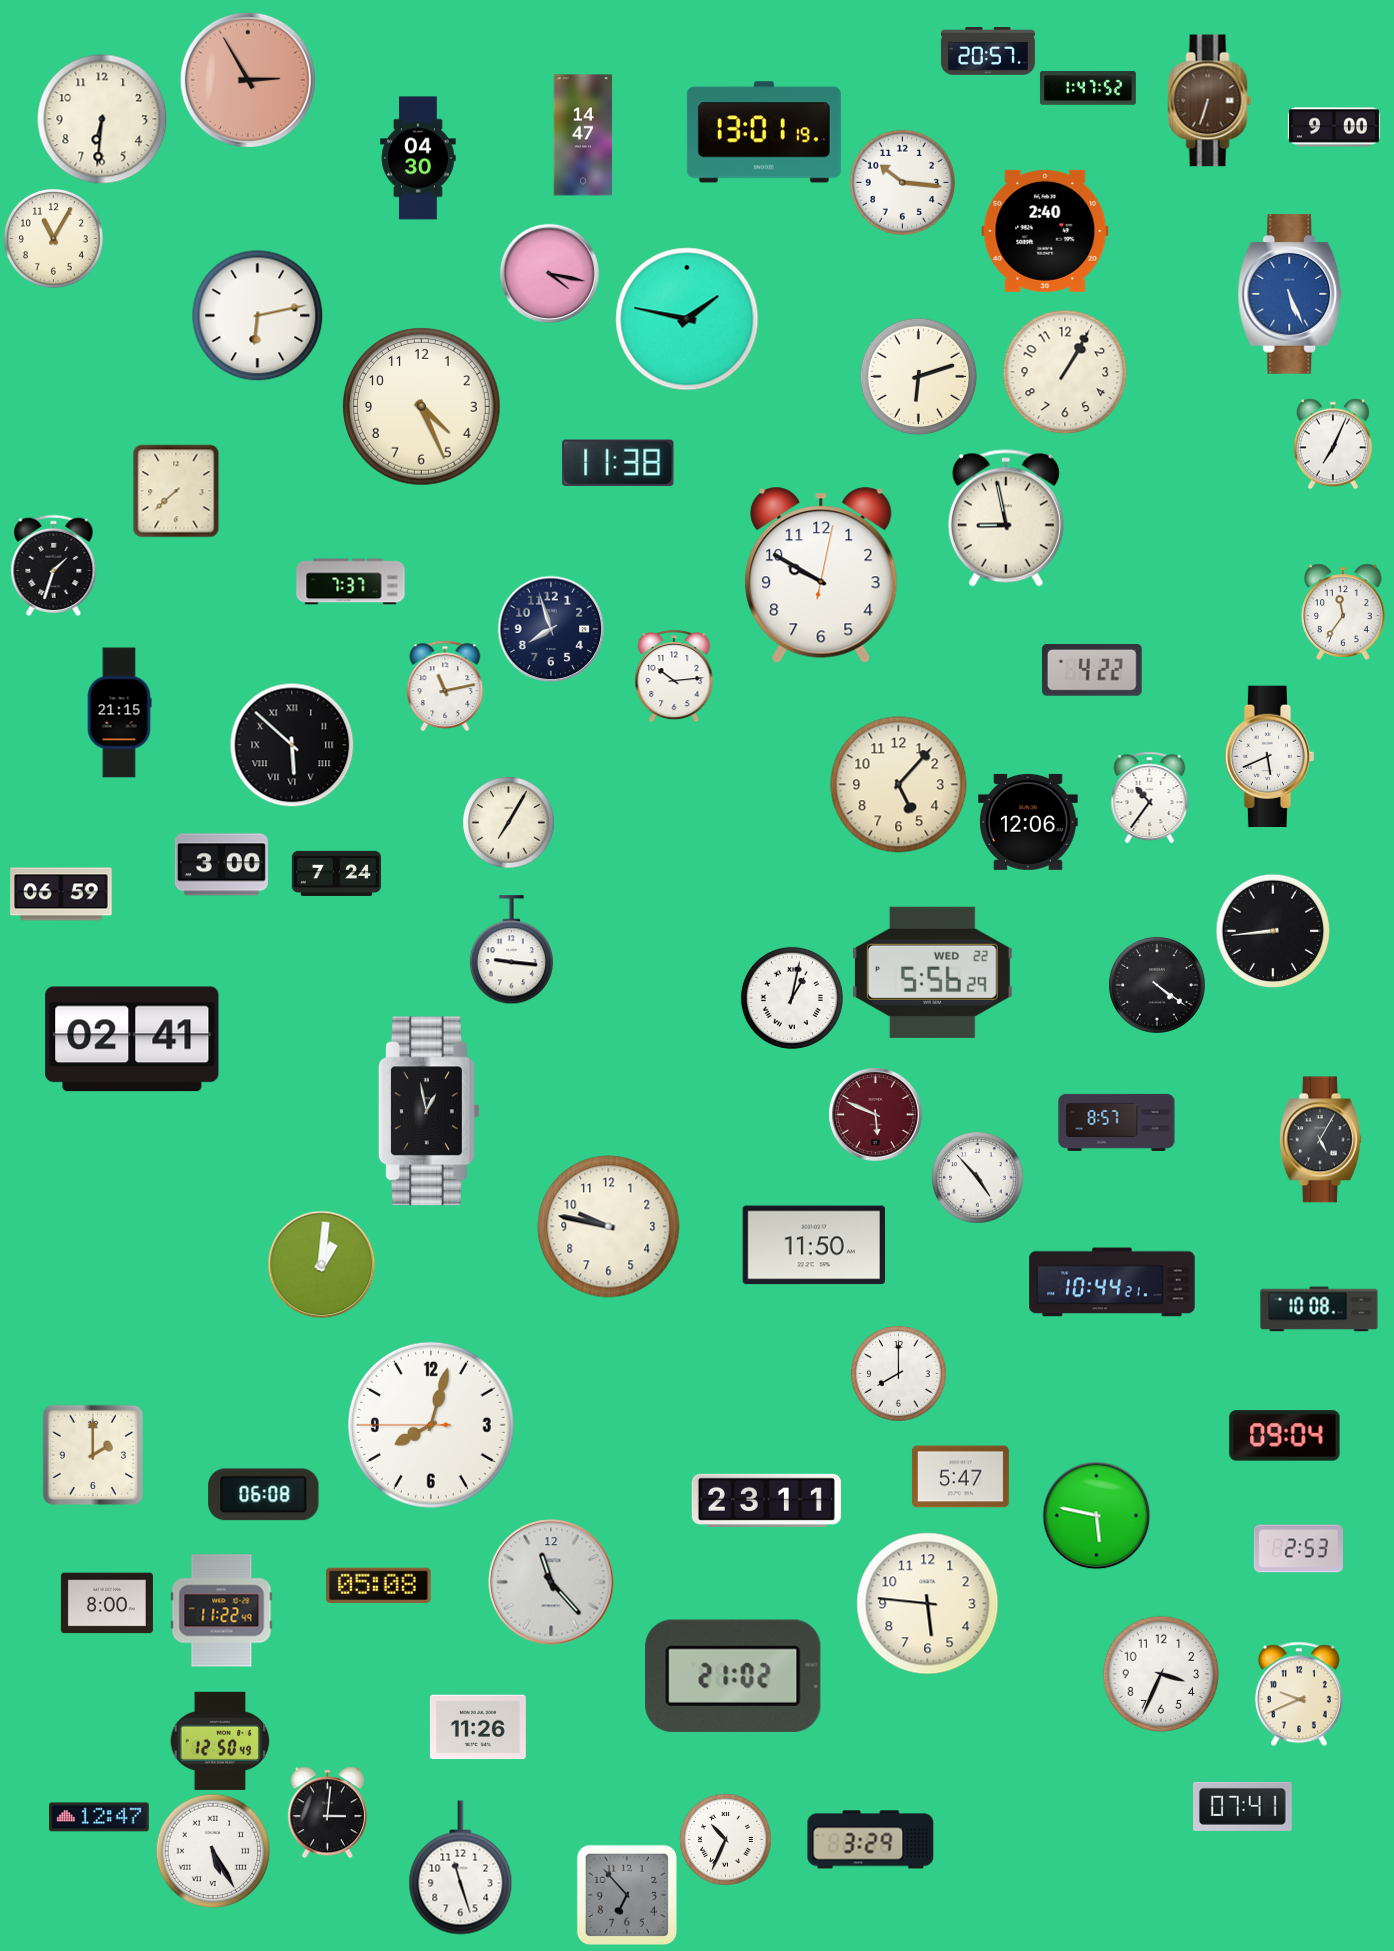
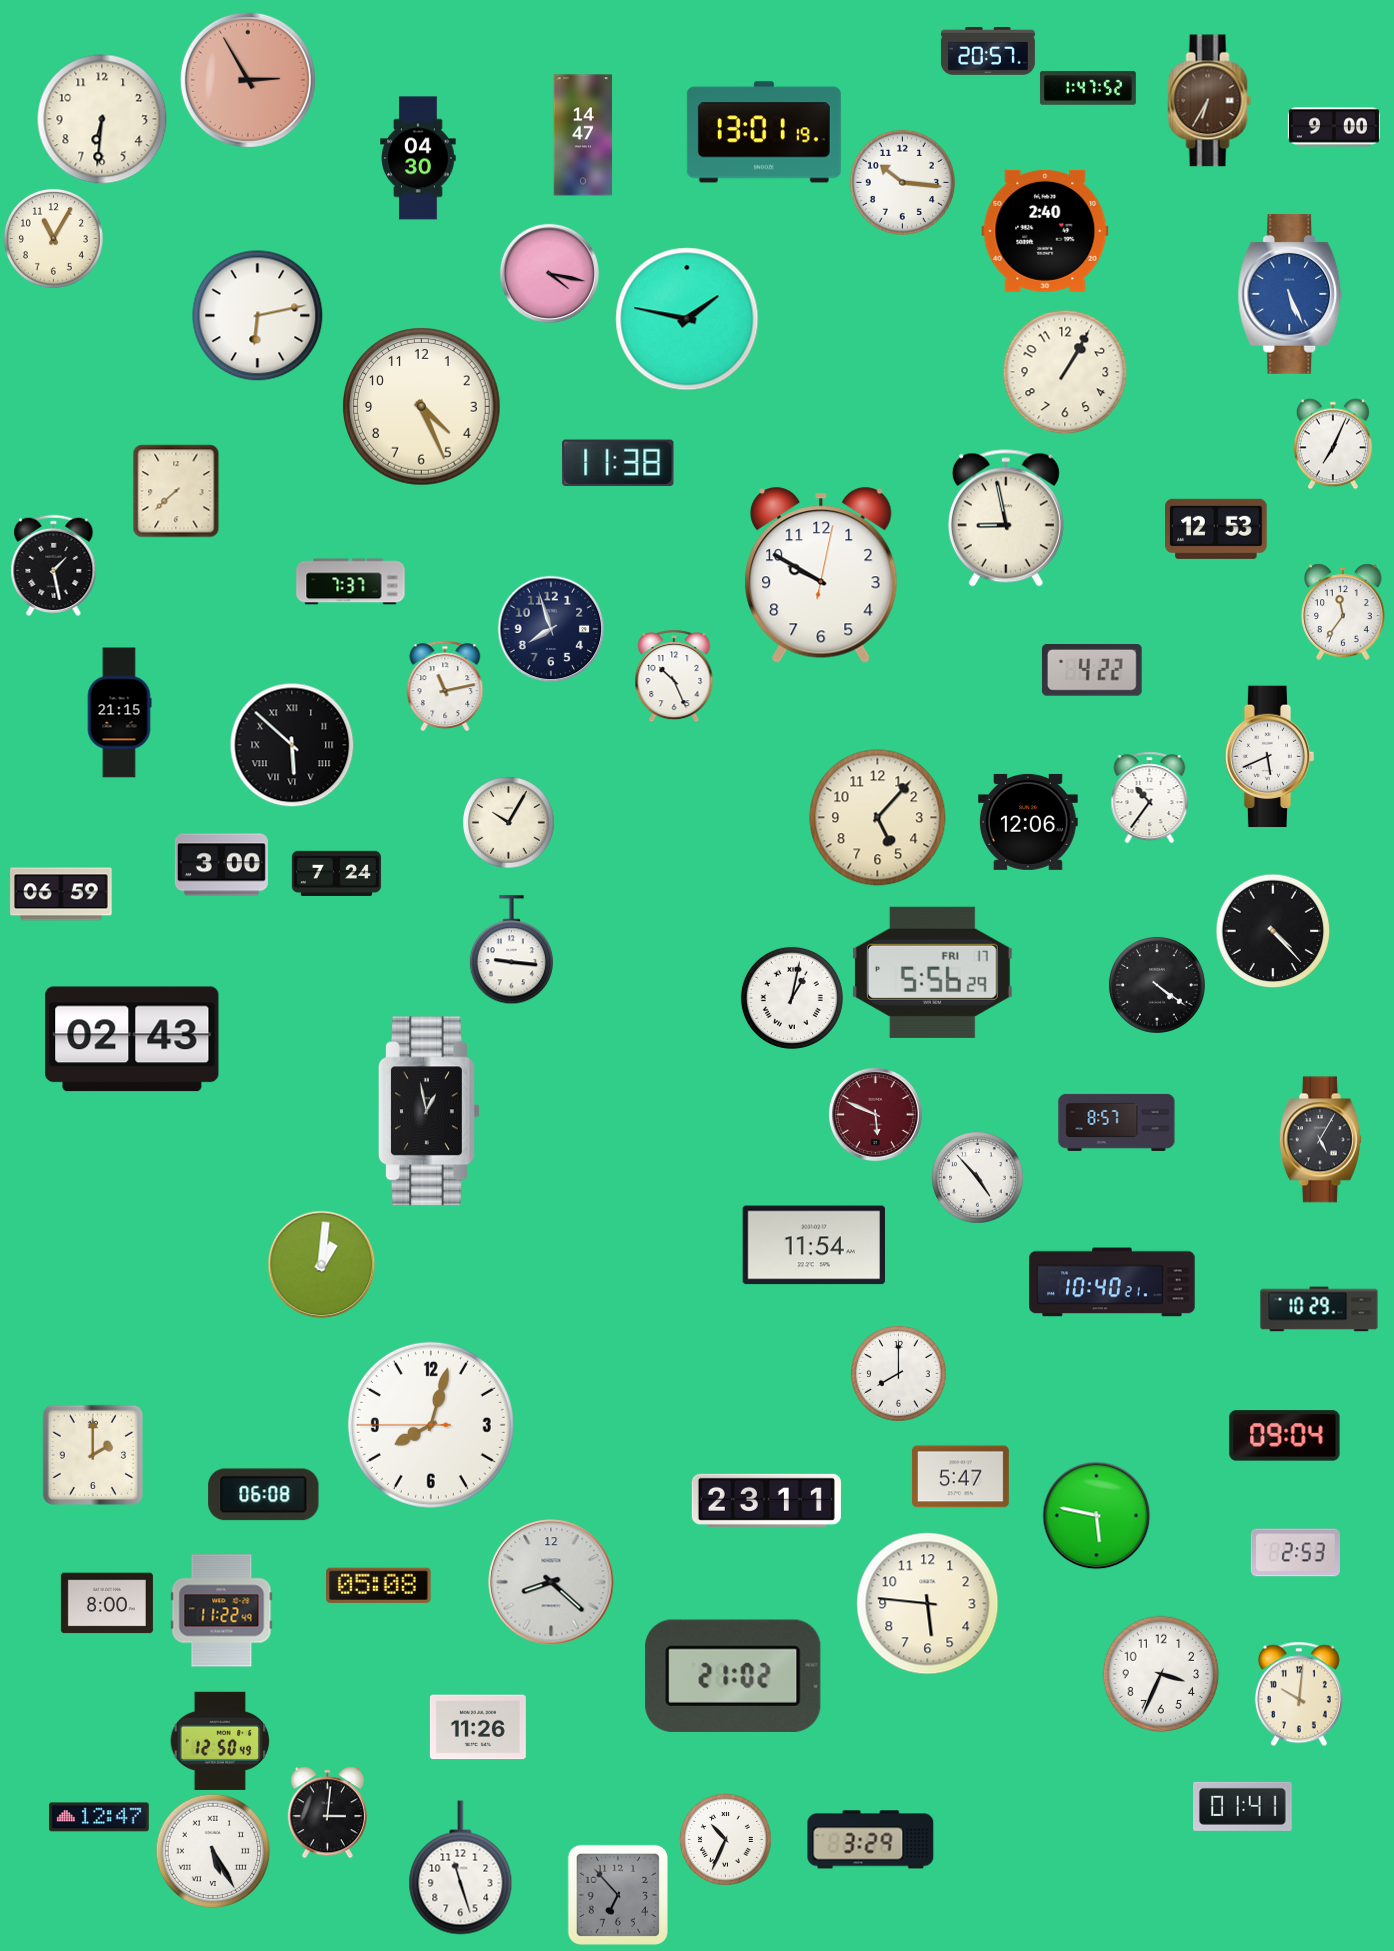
clock at (1210, 101): 6:33 -> 6:35
clock at (918, 376): 6:12 -> none
clock at (1216, 529): none -> 12:53
clock at (54, 565): 1:33 -> 1:28
clock at (674, 676): 10:14 -> 10:26
clock at (899, 785) position: (899, 785) -> (878, 818)
clock at (508, 822): 7:05 -> 10:05
clock at (1273, 931): 8:44 -> 4:23
clock at (932, 972) date: WED 22 -> FRI 17
clock at (132, 1039): 02:41 -> 02:43
clock at (609, 1227): 9:47 -> none
clock at (813, 1245): 11:50 -> 11:54
clock at (1112, 1282): 10:44 -> 10:40
clock at (1319, 1309): 10:08 -> 10:29
clock at (1298, 1549) position: (1298, 1549) -> (1295, 1553)
clock at (551, 1582): 11:23 -> 8:22
clock at (1299, 1694): 9:41 -> 10:01
clock at (1243, 1806): 07:41 -> 01:41
clock at (627, 1895) position: (627, 1895) -> (618, 1895)
